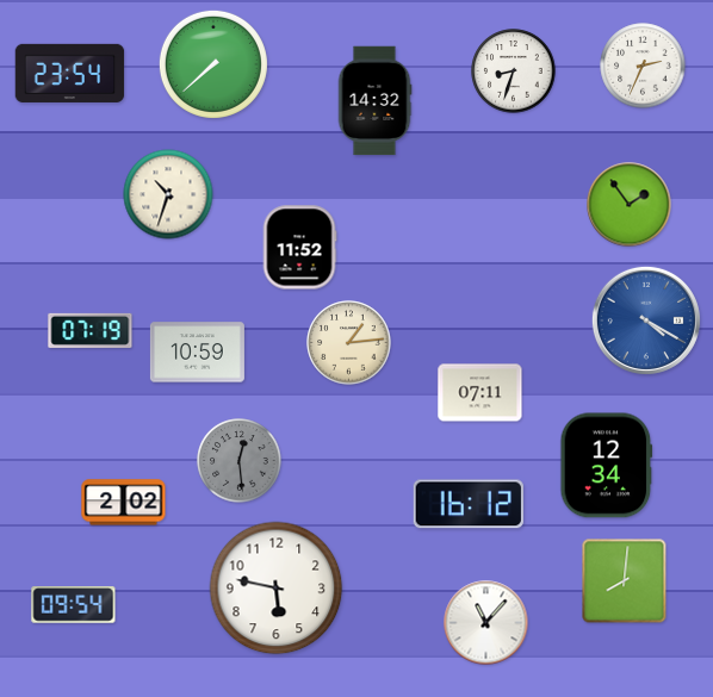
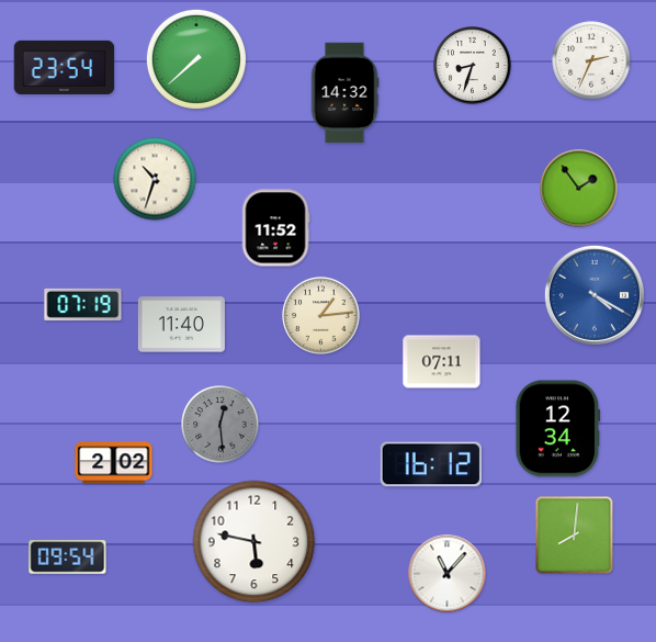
clock at (197, 353): 10:59 -> 11:40
